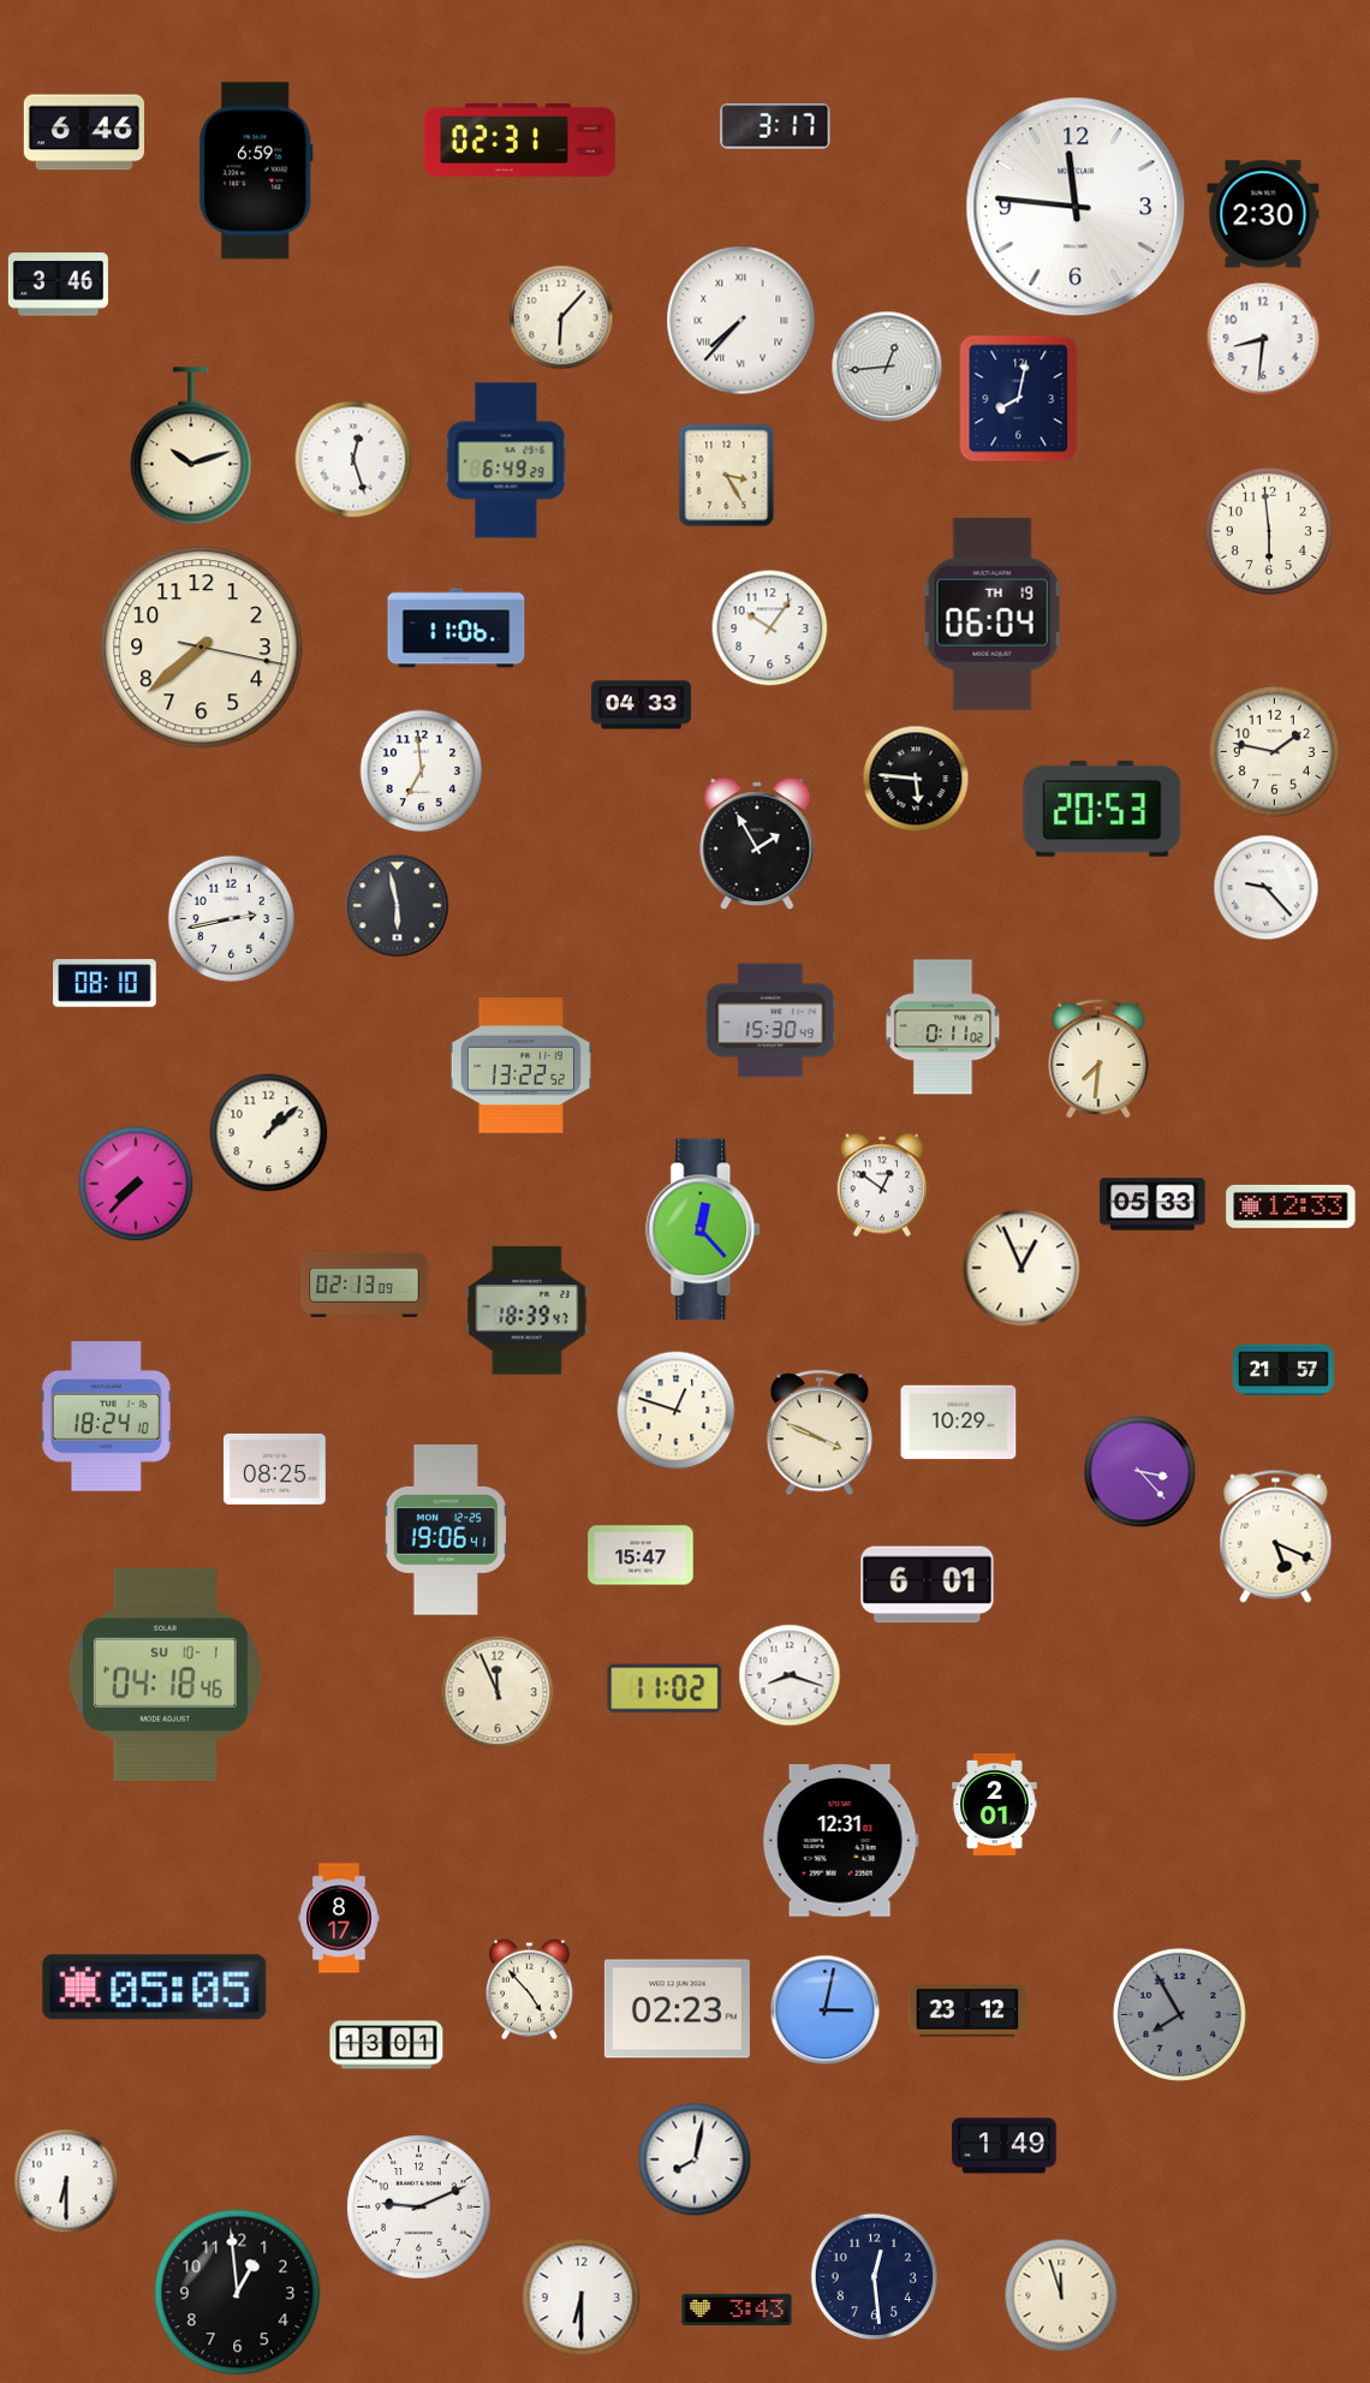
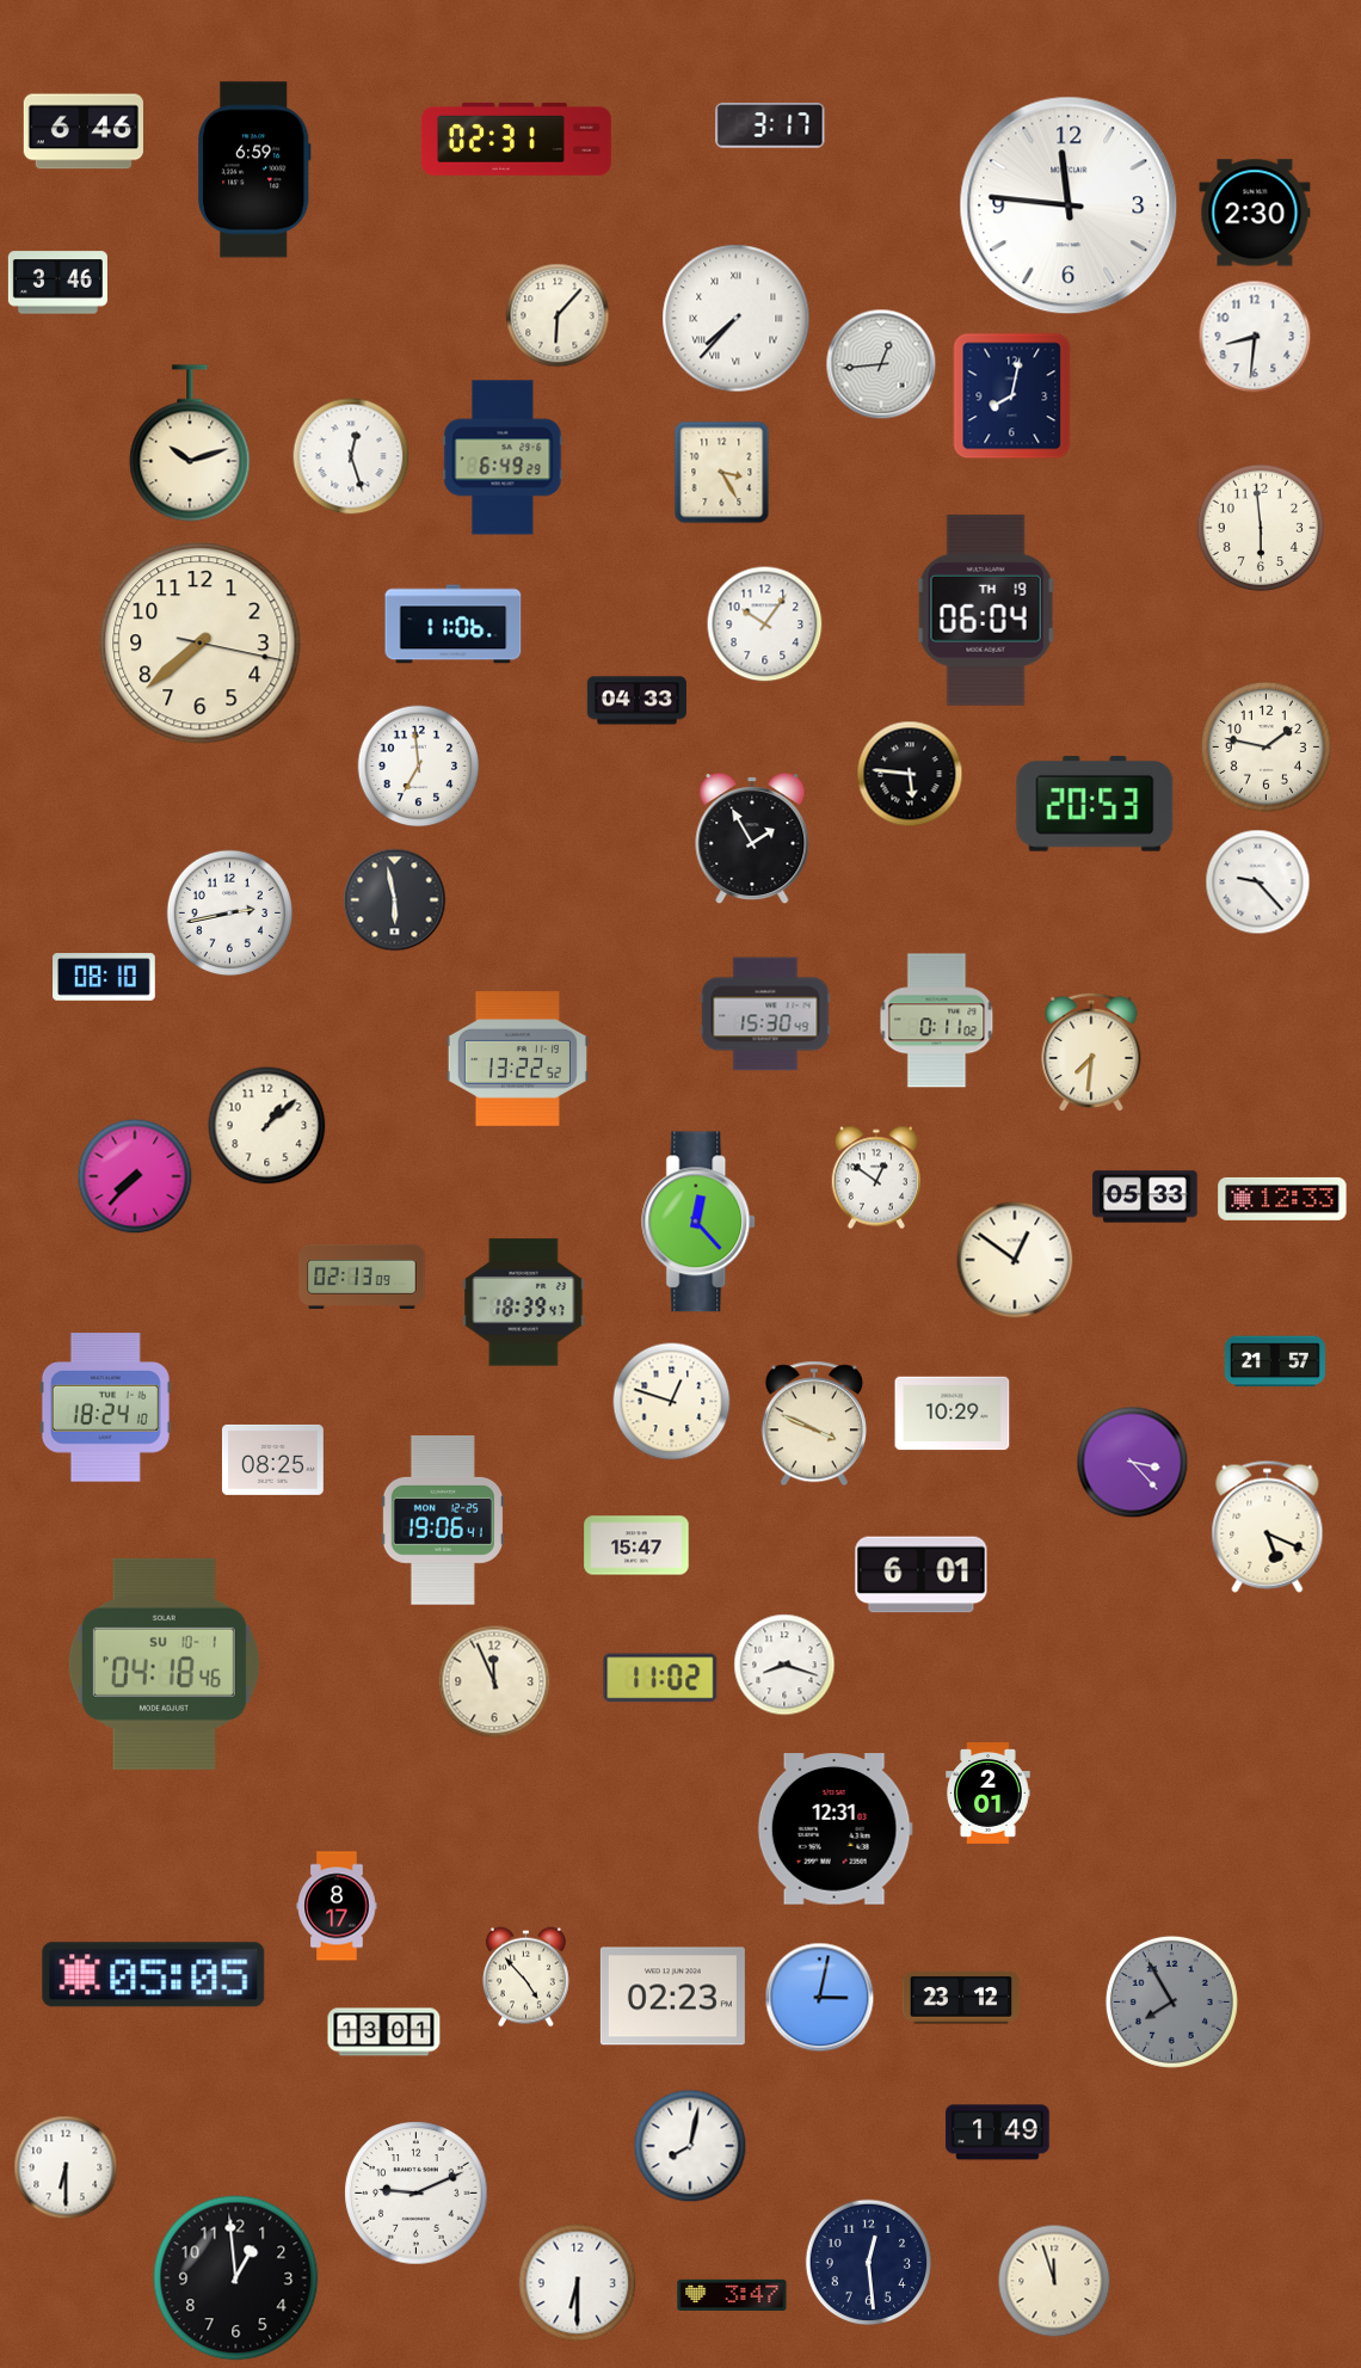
clock at (1021, 1268): 12:56 -> 12:51
clock at (737, 2310): 3:43 -> 3:47
